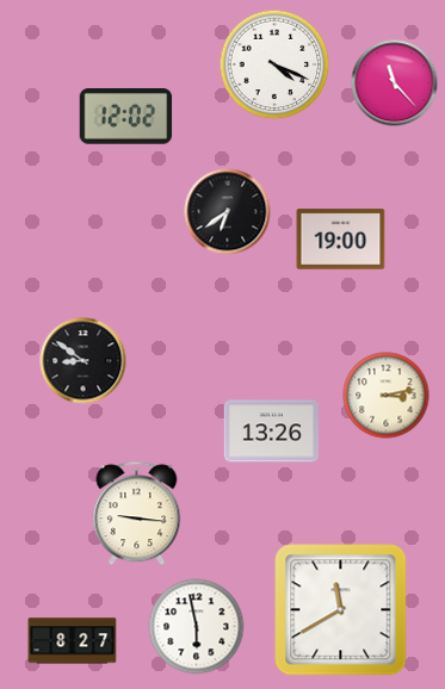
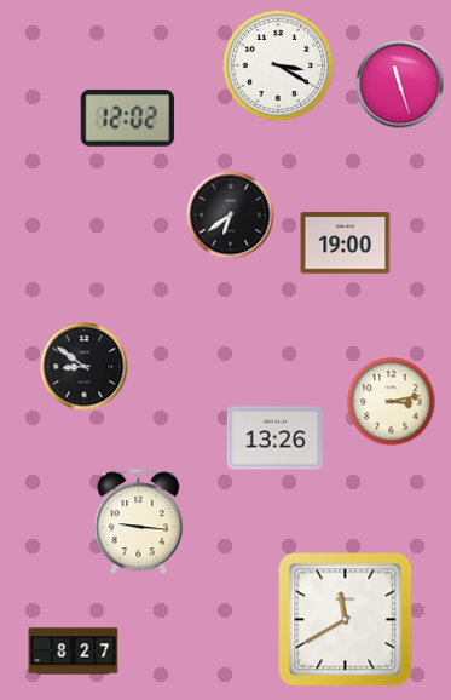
clock at (274, 64): 4:19 -> 3:20
clock at (395, 83): 11:23 -> 11:27
clock at (197, 627): 5:58 -> none
